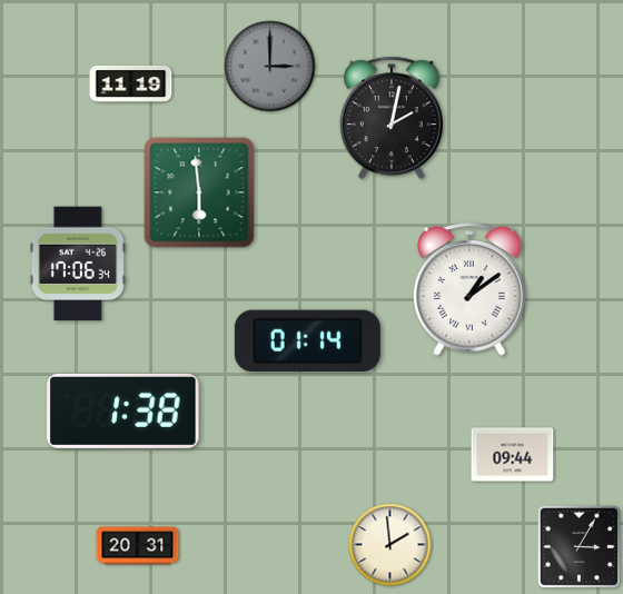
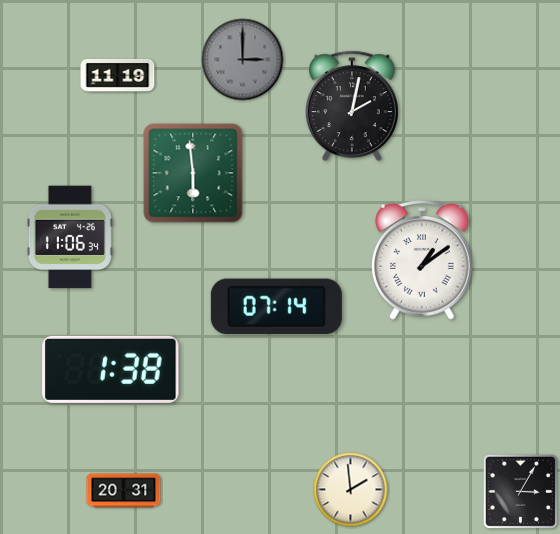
clock at (199, 192) position: (199, 192) -> (193, 173)
clock at (78, 264): 17:06 -> 11:06
clock at (307, 341): 01:14 -> 07:14
clock at (513, 455): 09:44 -> none
